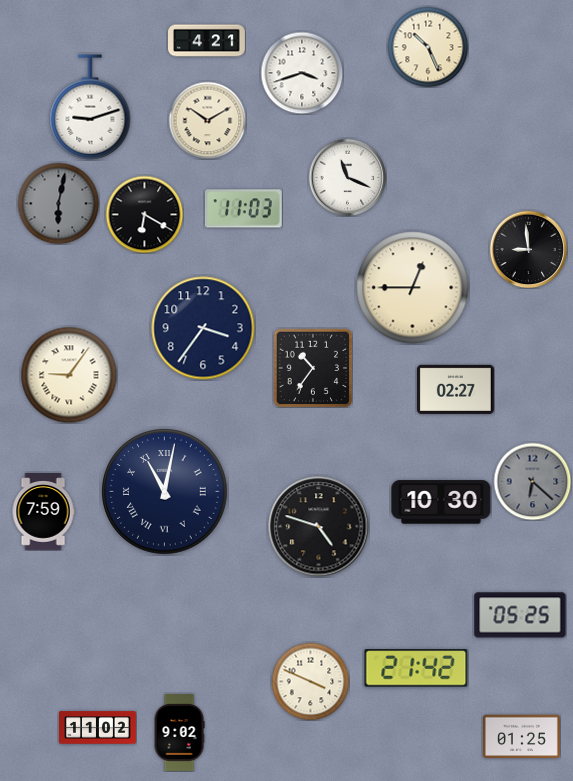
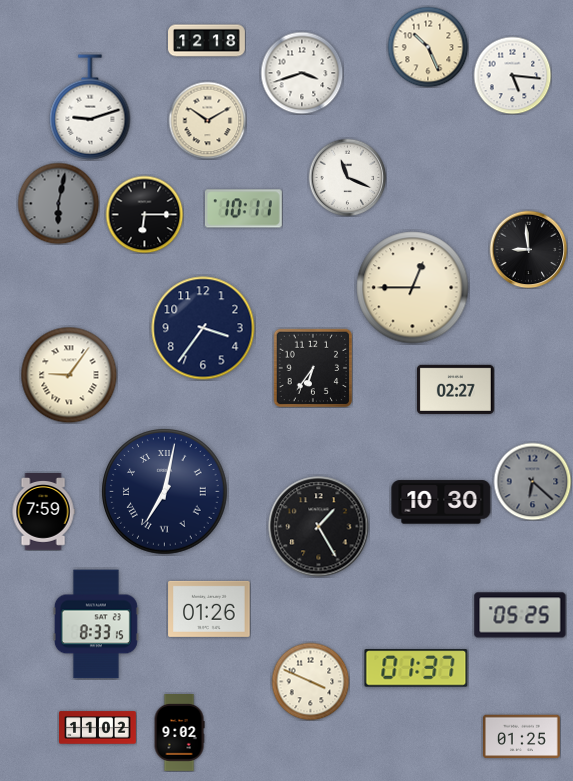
clock at (207, 41): 4:21 -> 12:18
clock at (512, 75): none -> 5:16
clock at (243, 209): 11:03 -> 10:11
clock at (144, 214): 6:20 -> 6:15
clock at (312, 367): 10:36 -> 6:36
clock at (165, 492): 11:02 -> 7:02
clock at (319, 527): 4:48 -> 1:25
clock at (209, 609): none -> 01:26
clock at (96, 624): none -> 8:33
clock at (416, 668): 21:42 -> 01:37
